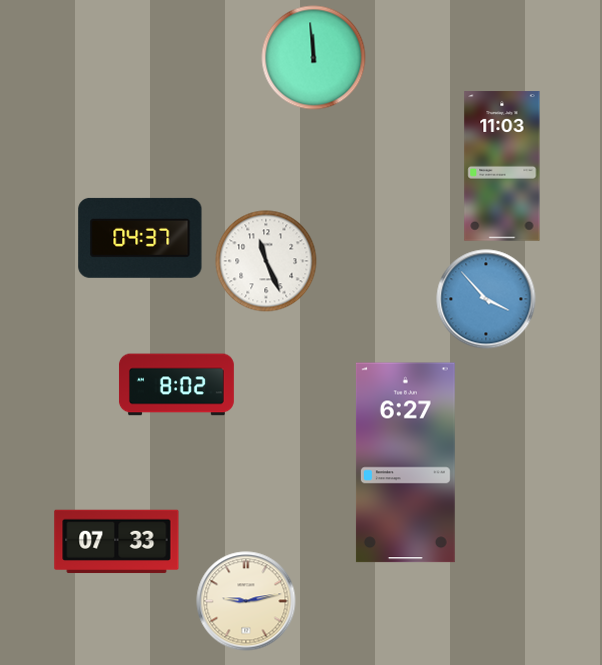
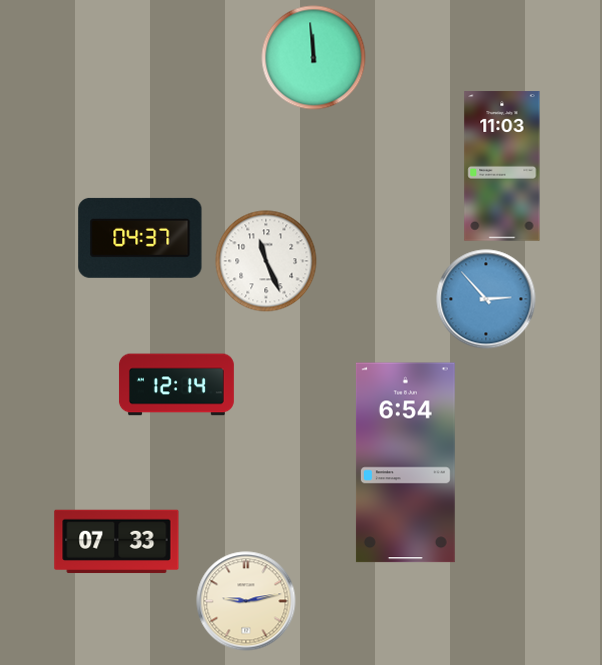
clock at (486, 299): 3:53 -> 2:53
clock at (176, 385): 8:02 -> 12:14
clock at (405, 463): 6:27 -> 6:54
